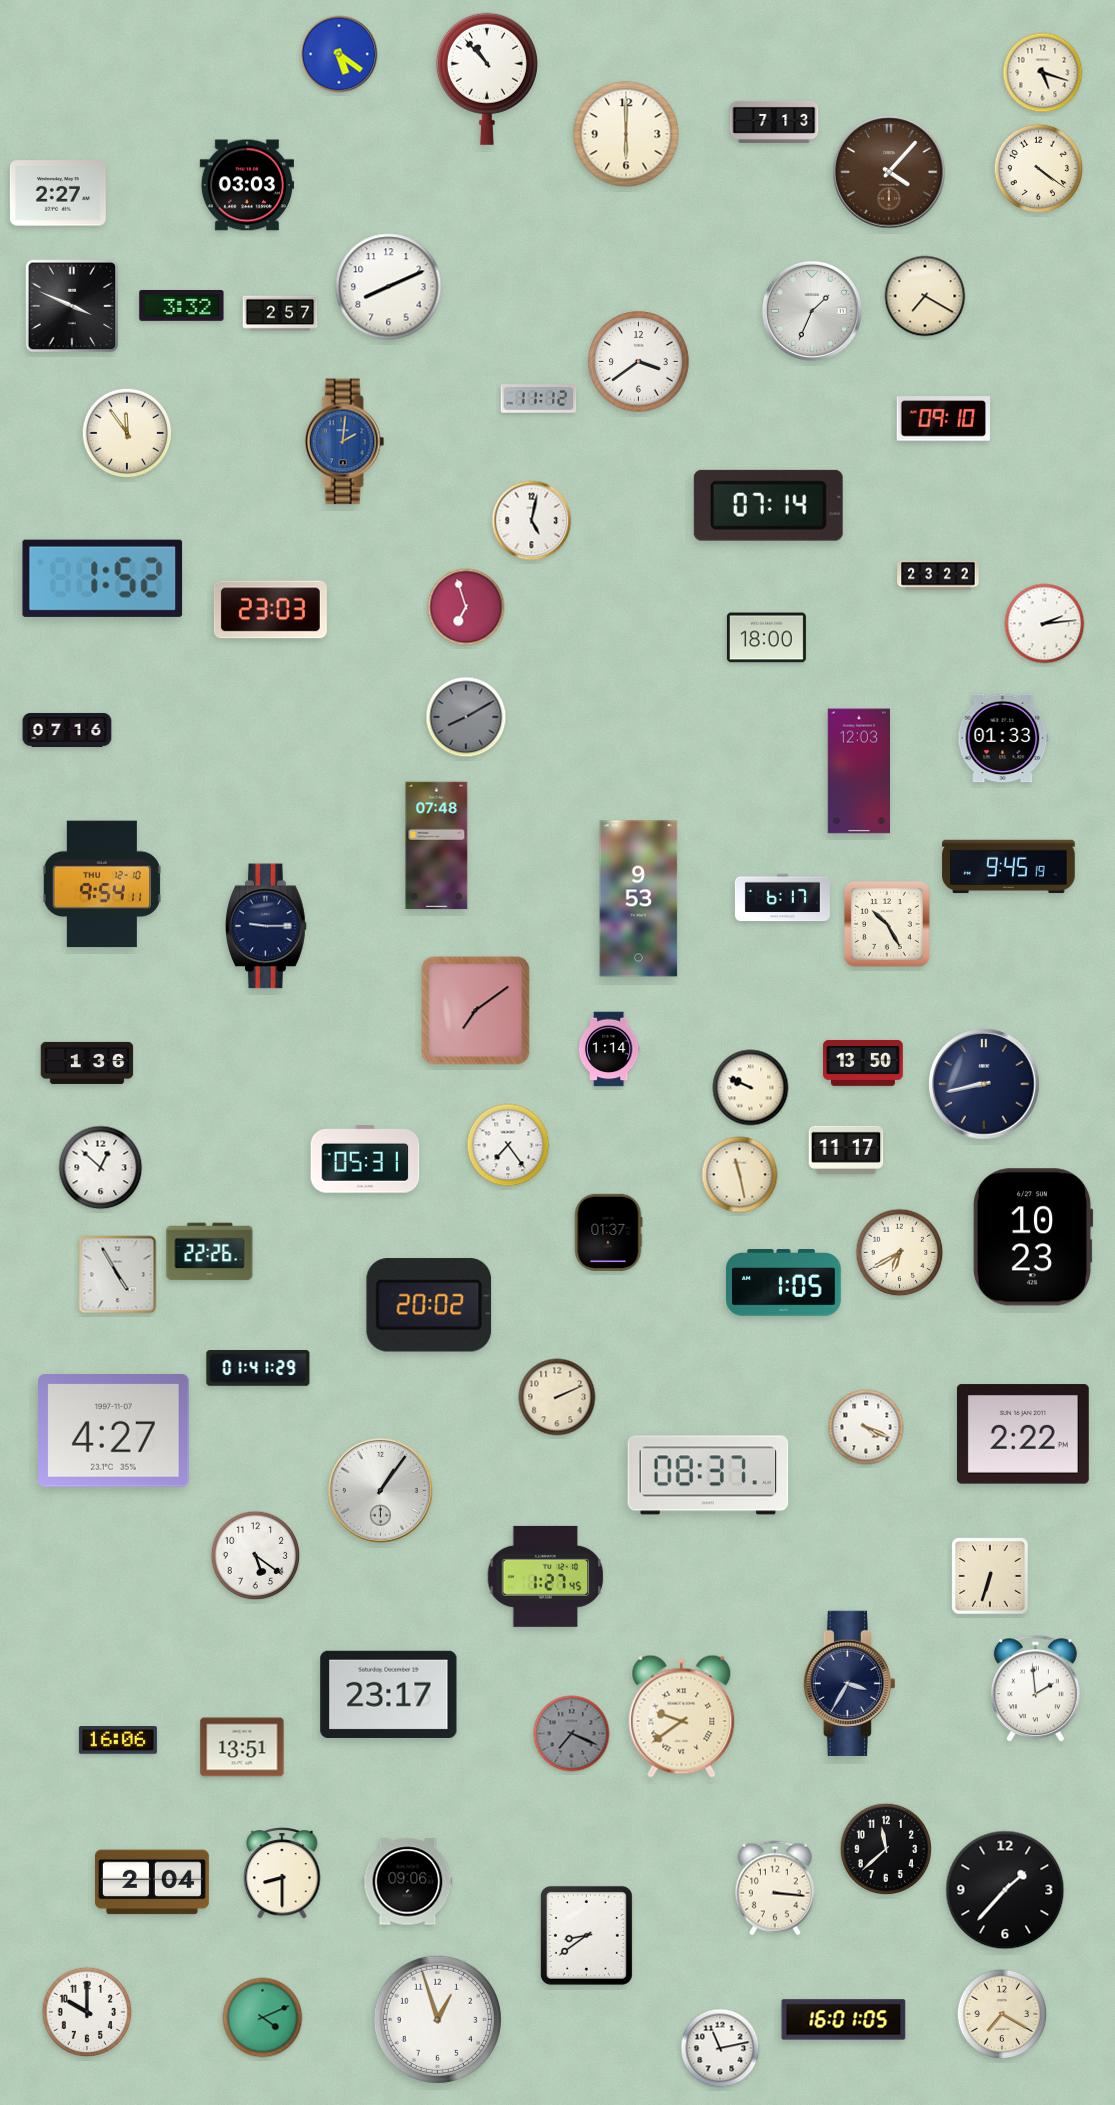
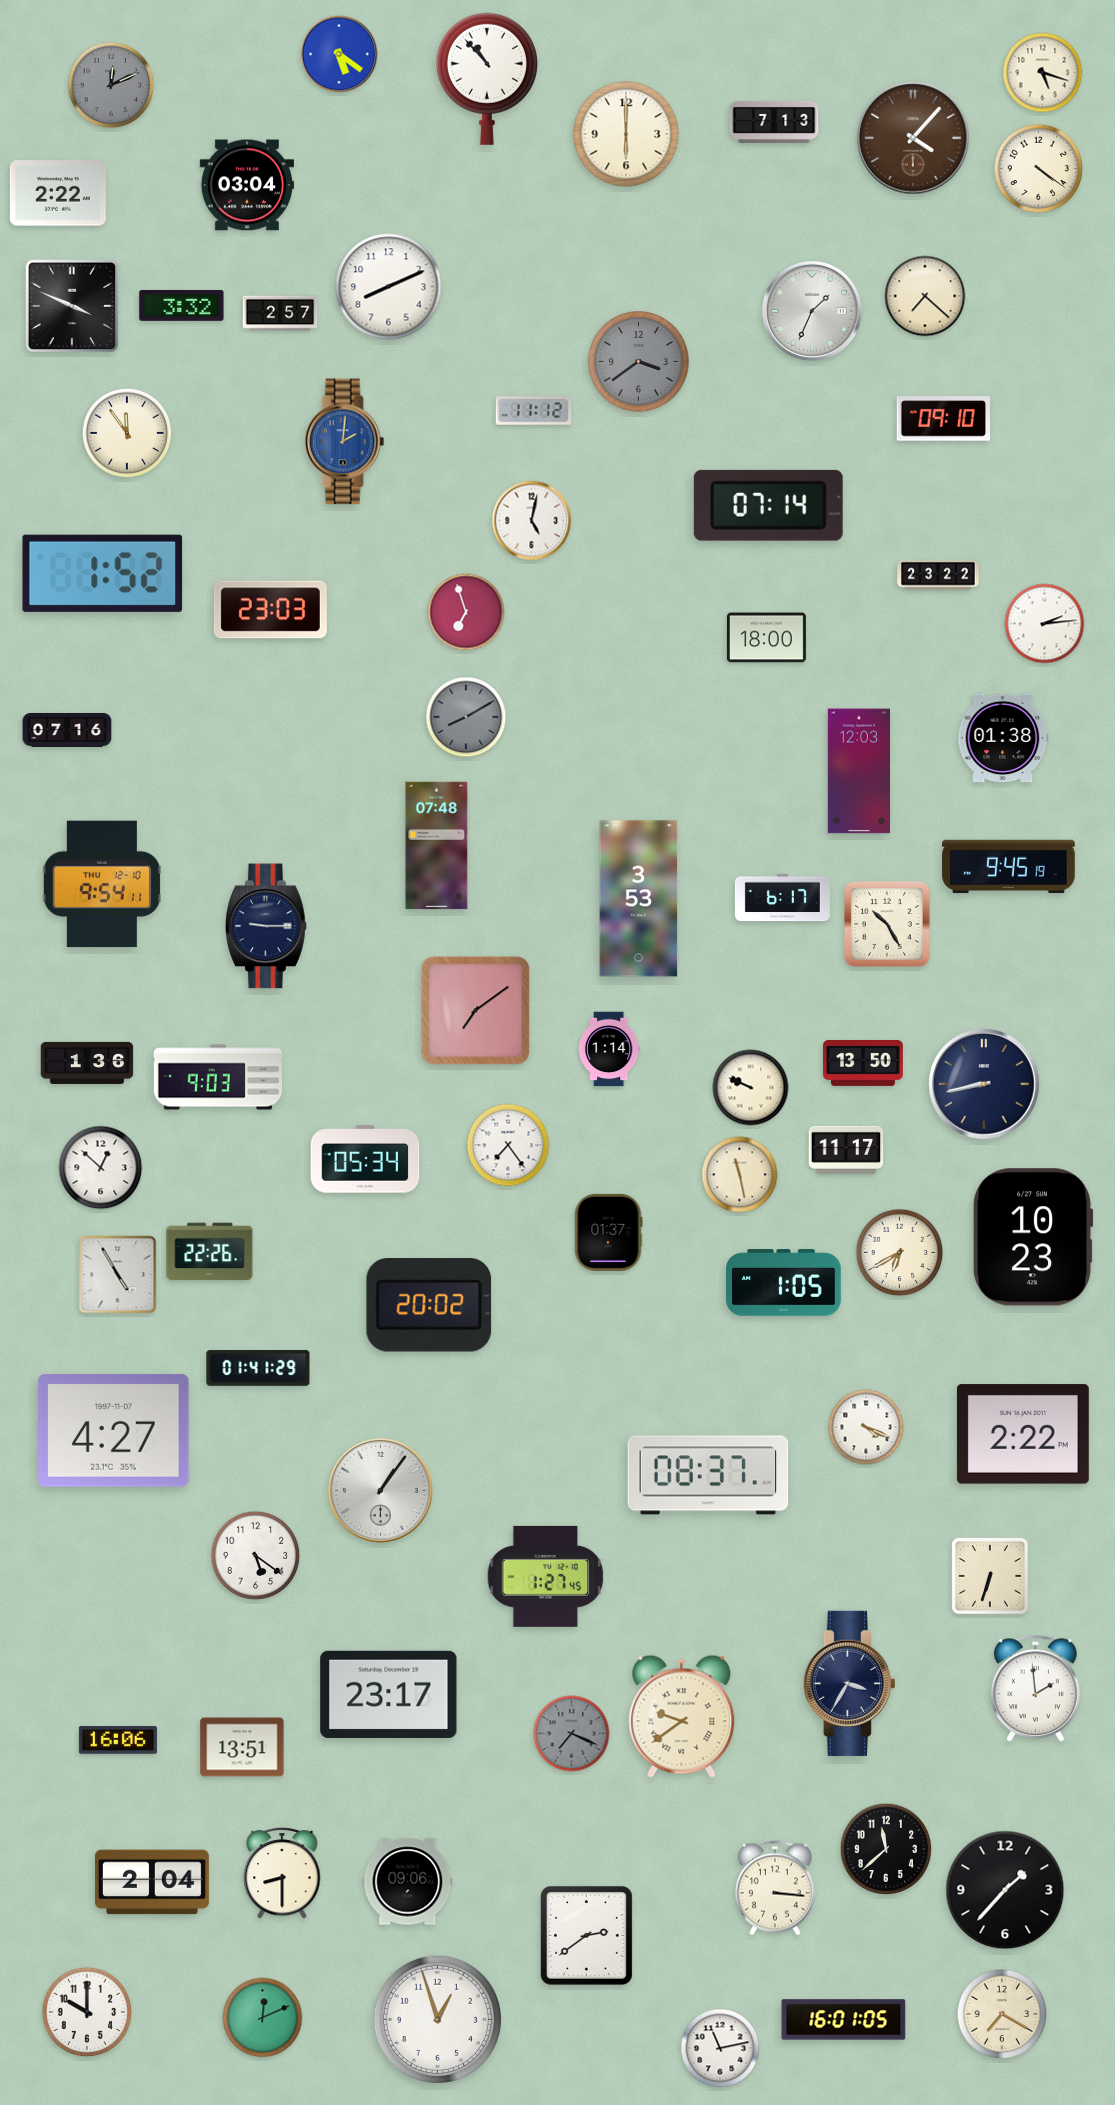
clock at (111, 85): none -> 12:11
clock at (889, 172) position: (889, 172) -> (913, 138)
clock at (247, 185): 03:03 -> 03:04
clock at (58, 193): 2:27 -> 2:22
clock at (925, 296): 7:20 -> 7:22
clock at (639, 362) dial: white -> grey
clock at (539, 399) position: (539, 399) -> (534, 411)
clock at (103, 578) position: (103, 578) -> (103, 573)
clock at (466, 607) position: (466, 607) -> (466, 612)
clock at (1003, 738): 01:33 -> 01:38
clock at (639, 899): 9:53 -> 3:53
clock at (217, 1077): none -> 9:03
clock at (365, 1159): 05:31 -> 05:34
clock at (557, 1397): 2:11 -> none
clock at (586, 1935): 8:39 -> 2:39
clock at (263, 2018): 4:11 -> 12:11
